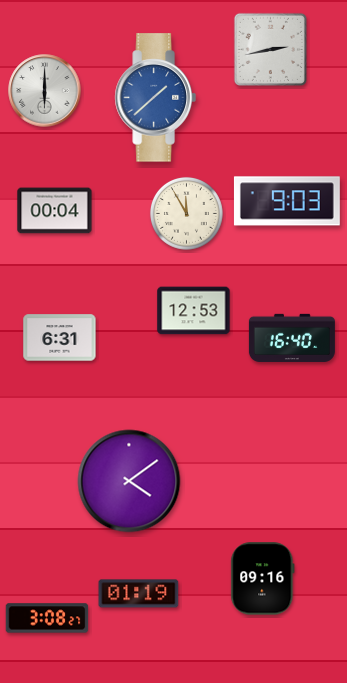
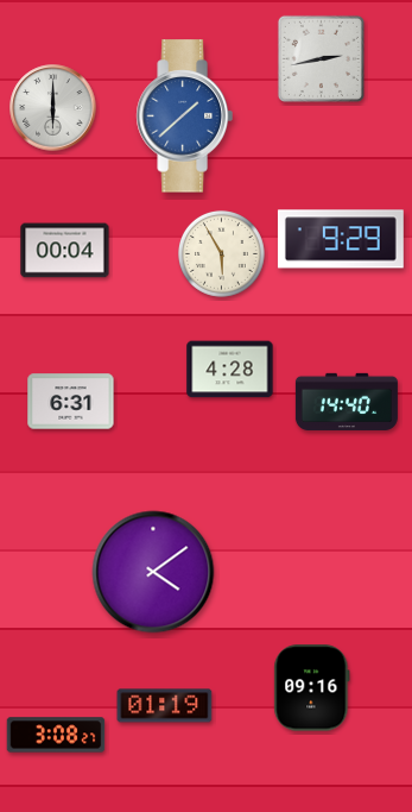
clock at (287, 201): 9:03 -> 9:29
clock at (186, 213): 11:55 -> 5:55
clock at (194, 311): 12:53 -> 4:28
clock at (292, 338): 16:40 -> 14:40
